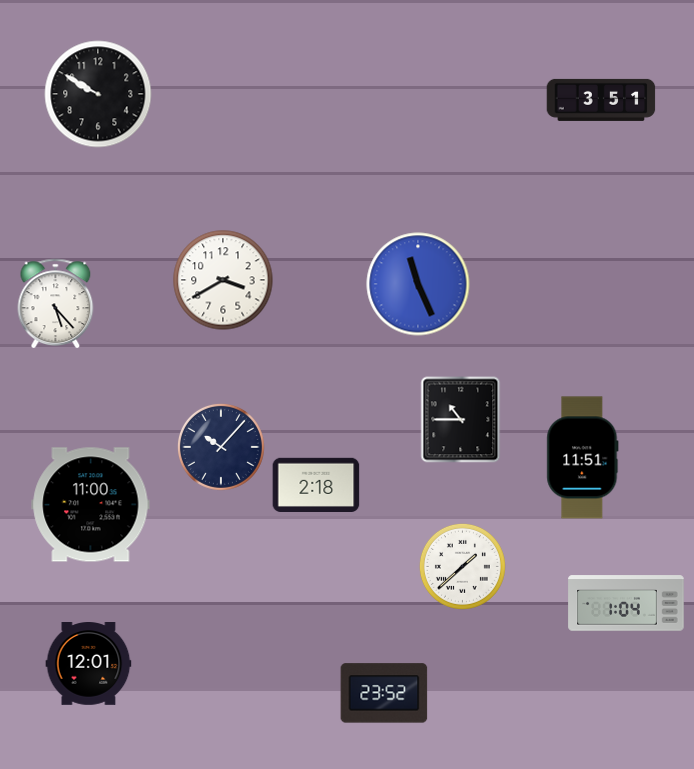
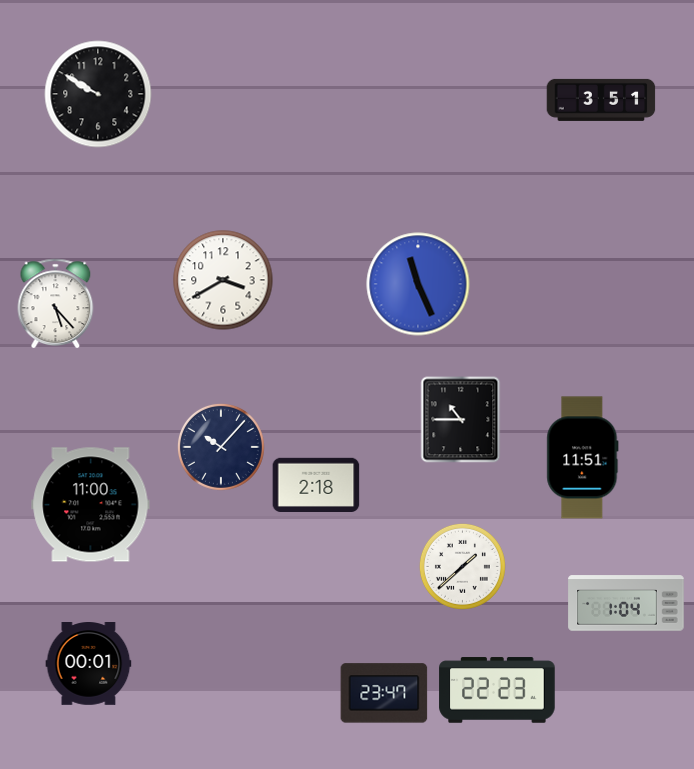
clock at (89, 664): 12:01 -> 00:01
clock at (497, 690): none -> 22:23
clock at (384, 693): 23:52 -> 23:47
